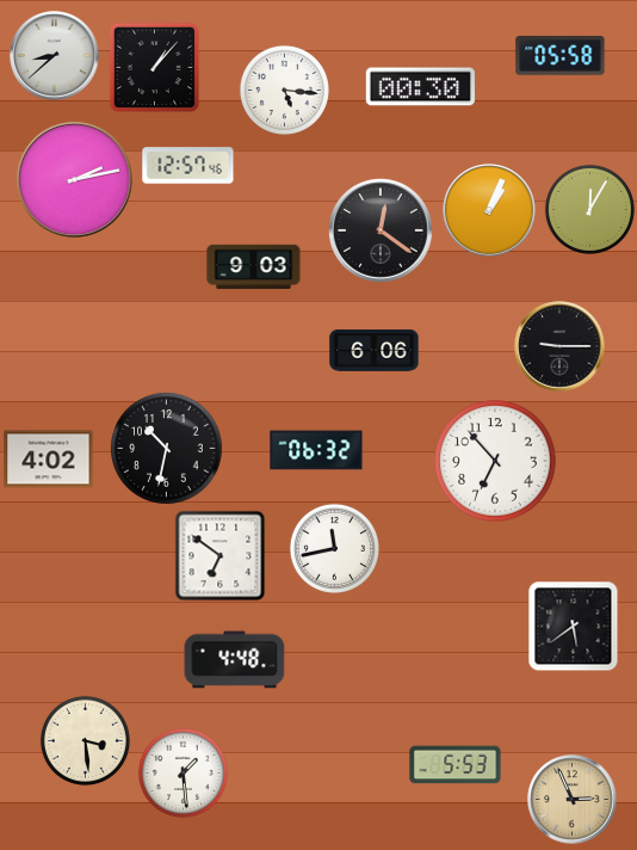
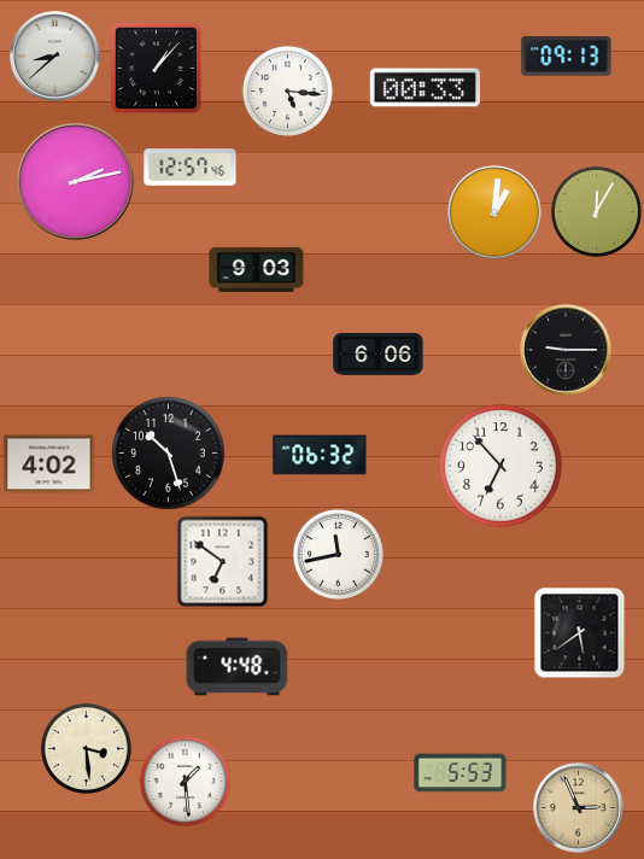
clock at (561, 56): 05:58 -> 09:13
clock at (420, 87): 00:30 -> 00:33
clock at (489, 210): 1:04 -> 1:01
clock at (382, 232): 12:21 -> none
clock at (167, 449): 10:32 -> 10:27
